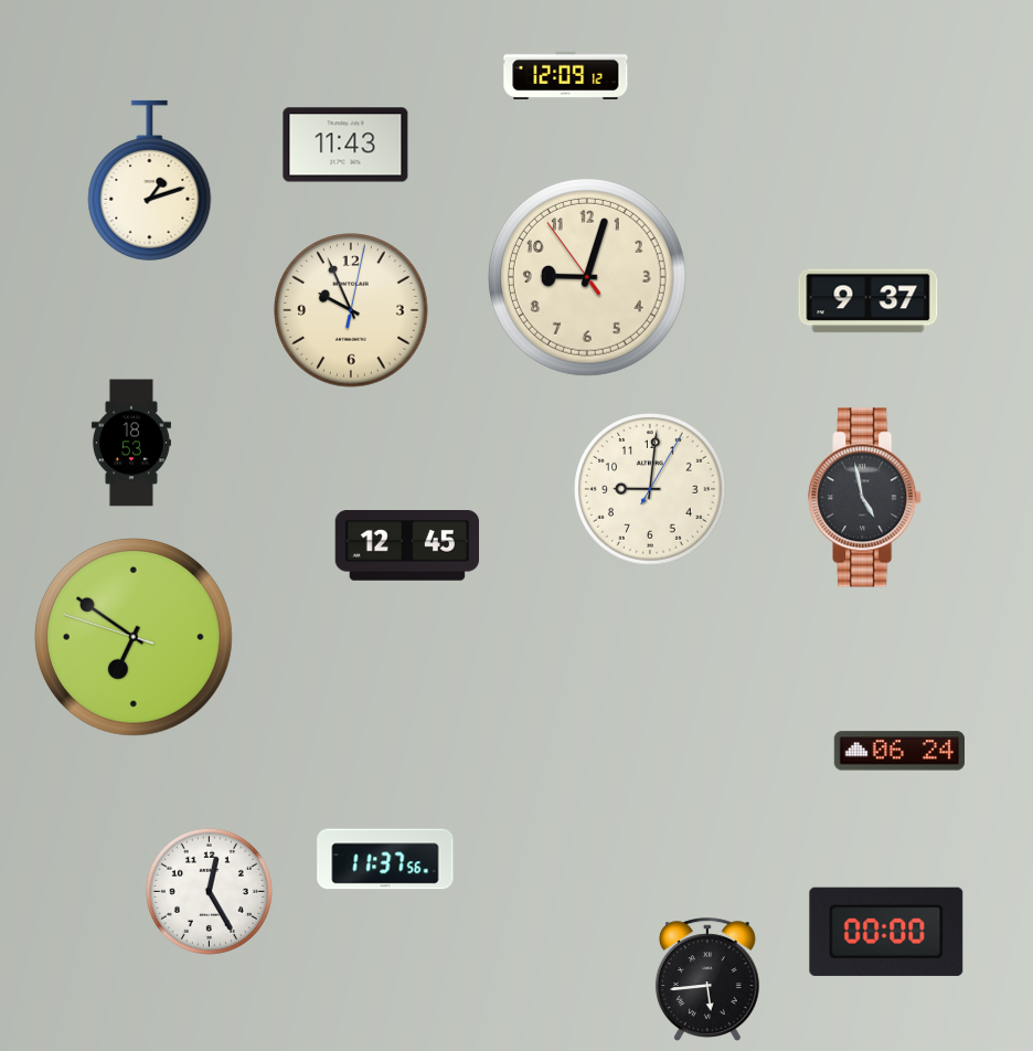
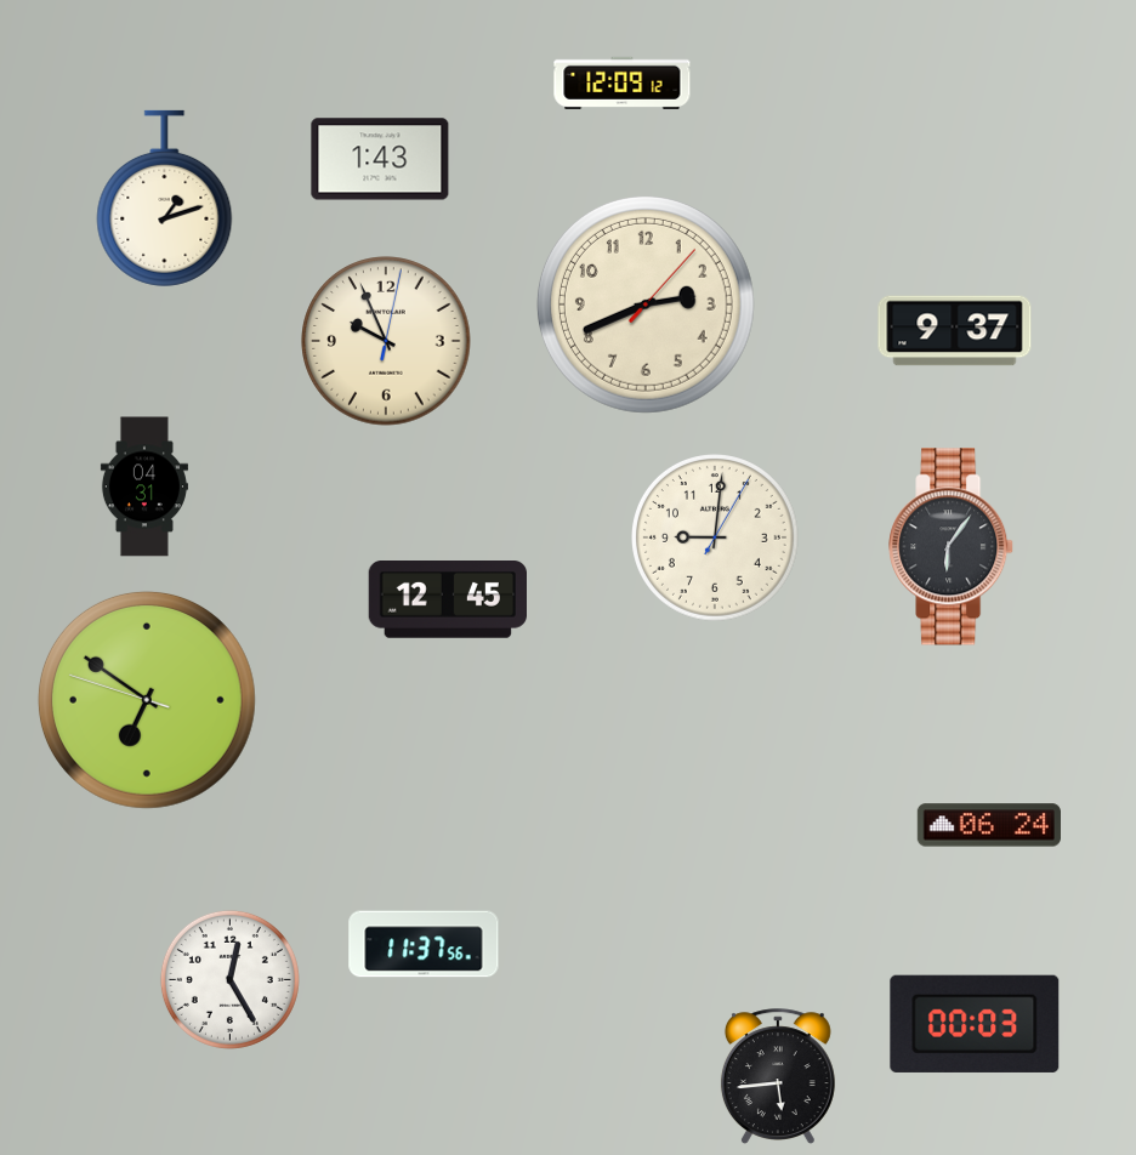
clock at (345, 145): 11:43 -> 1:43
clock at (587, 277): 9:02 -> 2:41
clock at (131, 443): 18:53 -> 04:31
clock at (865, 498): 4:58 -> 6:06
clock at (886, 932): 00:00 -> 00:03
